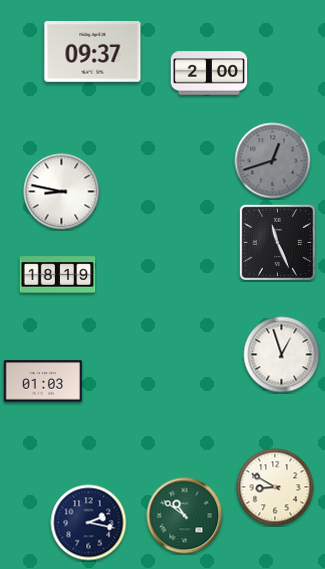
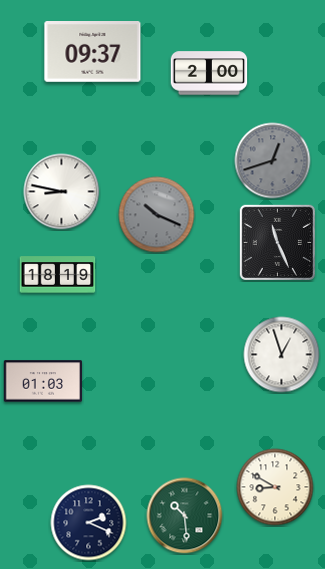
clock at (157, 215): none -> 10:19
clock at (185, 516): 10:51 -> 10:29
clock at (89, 523): 2:17 -> 2:19
